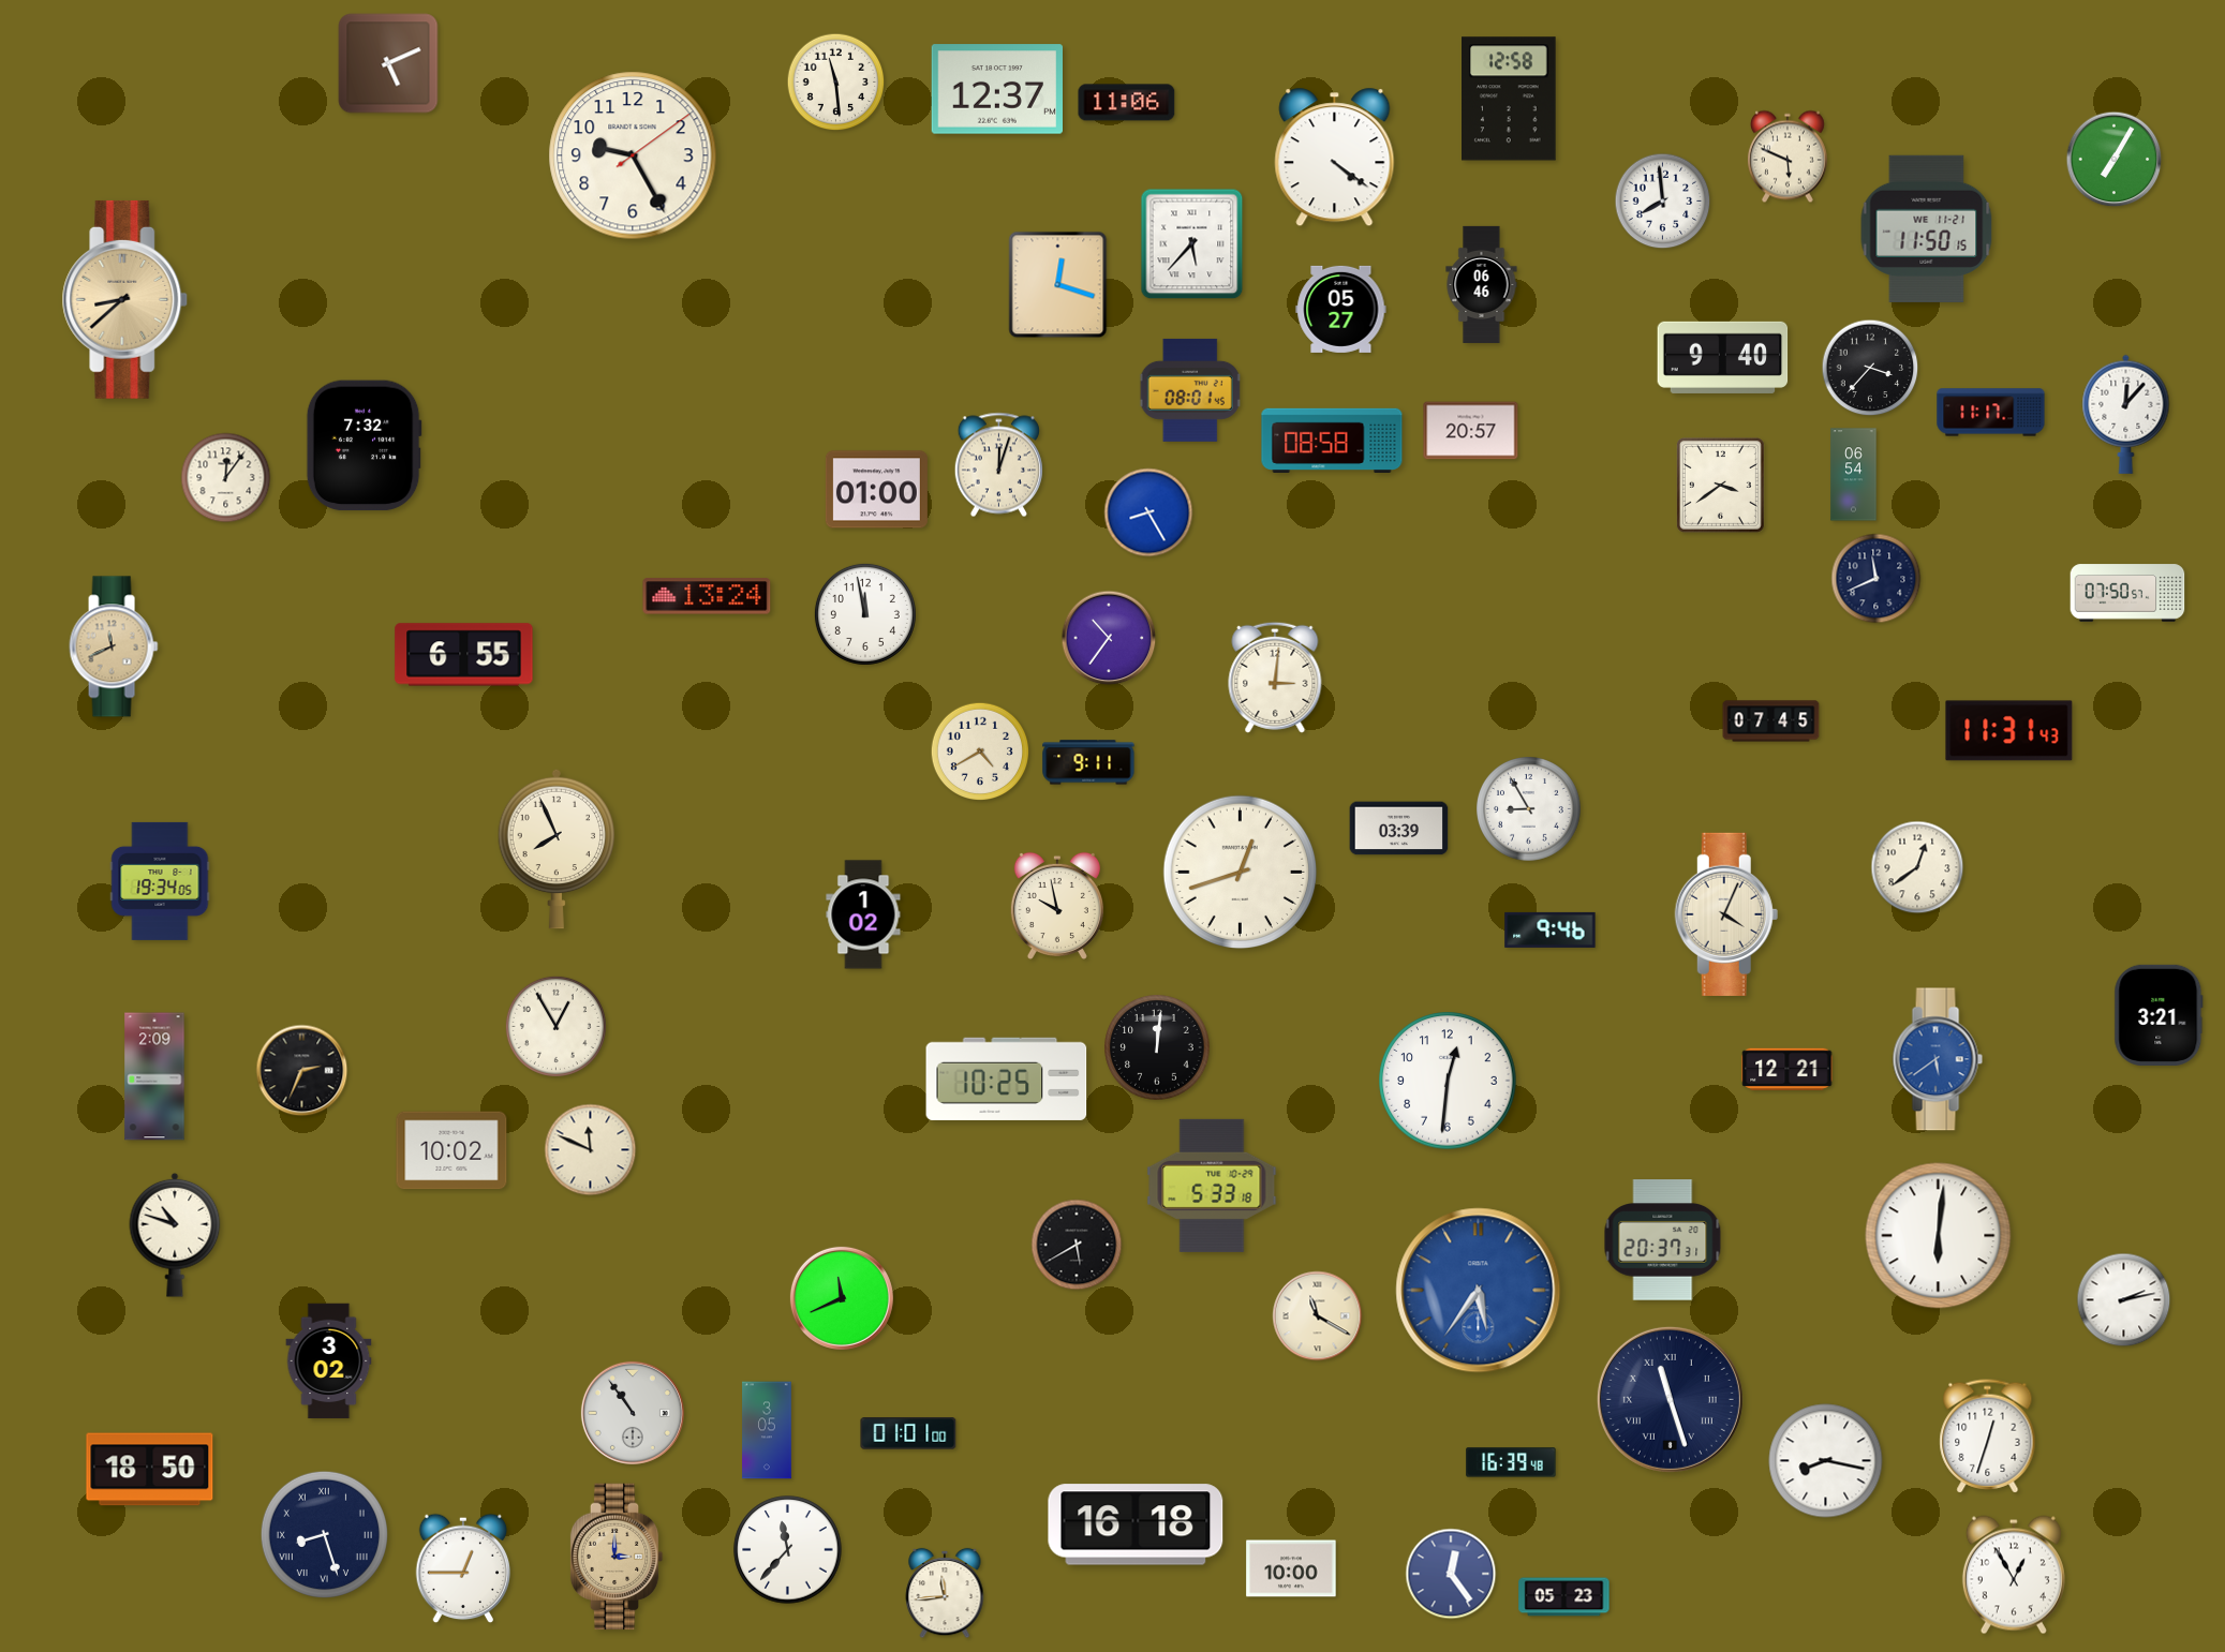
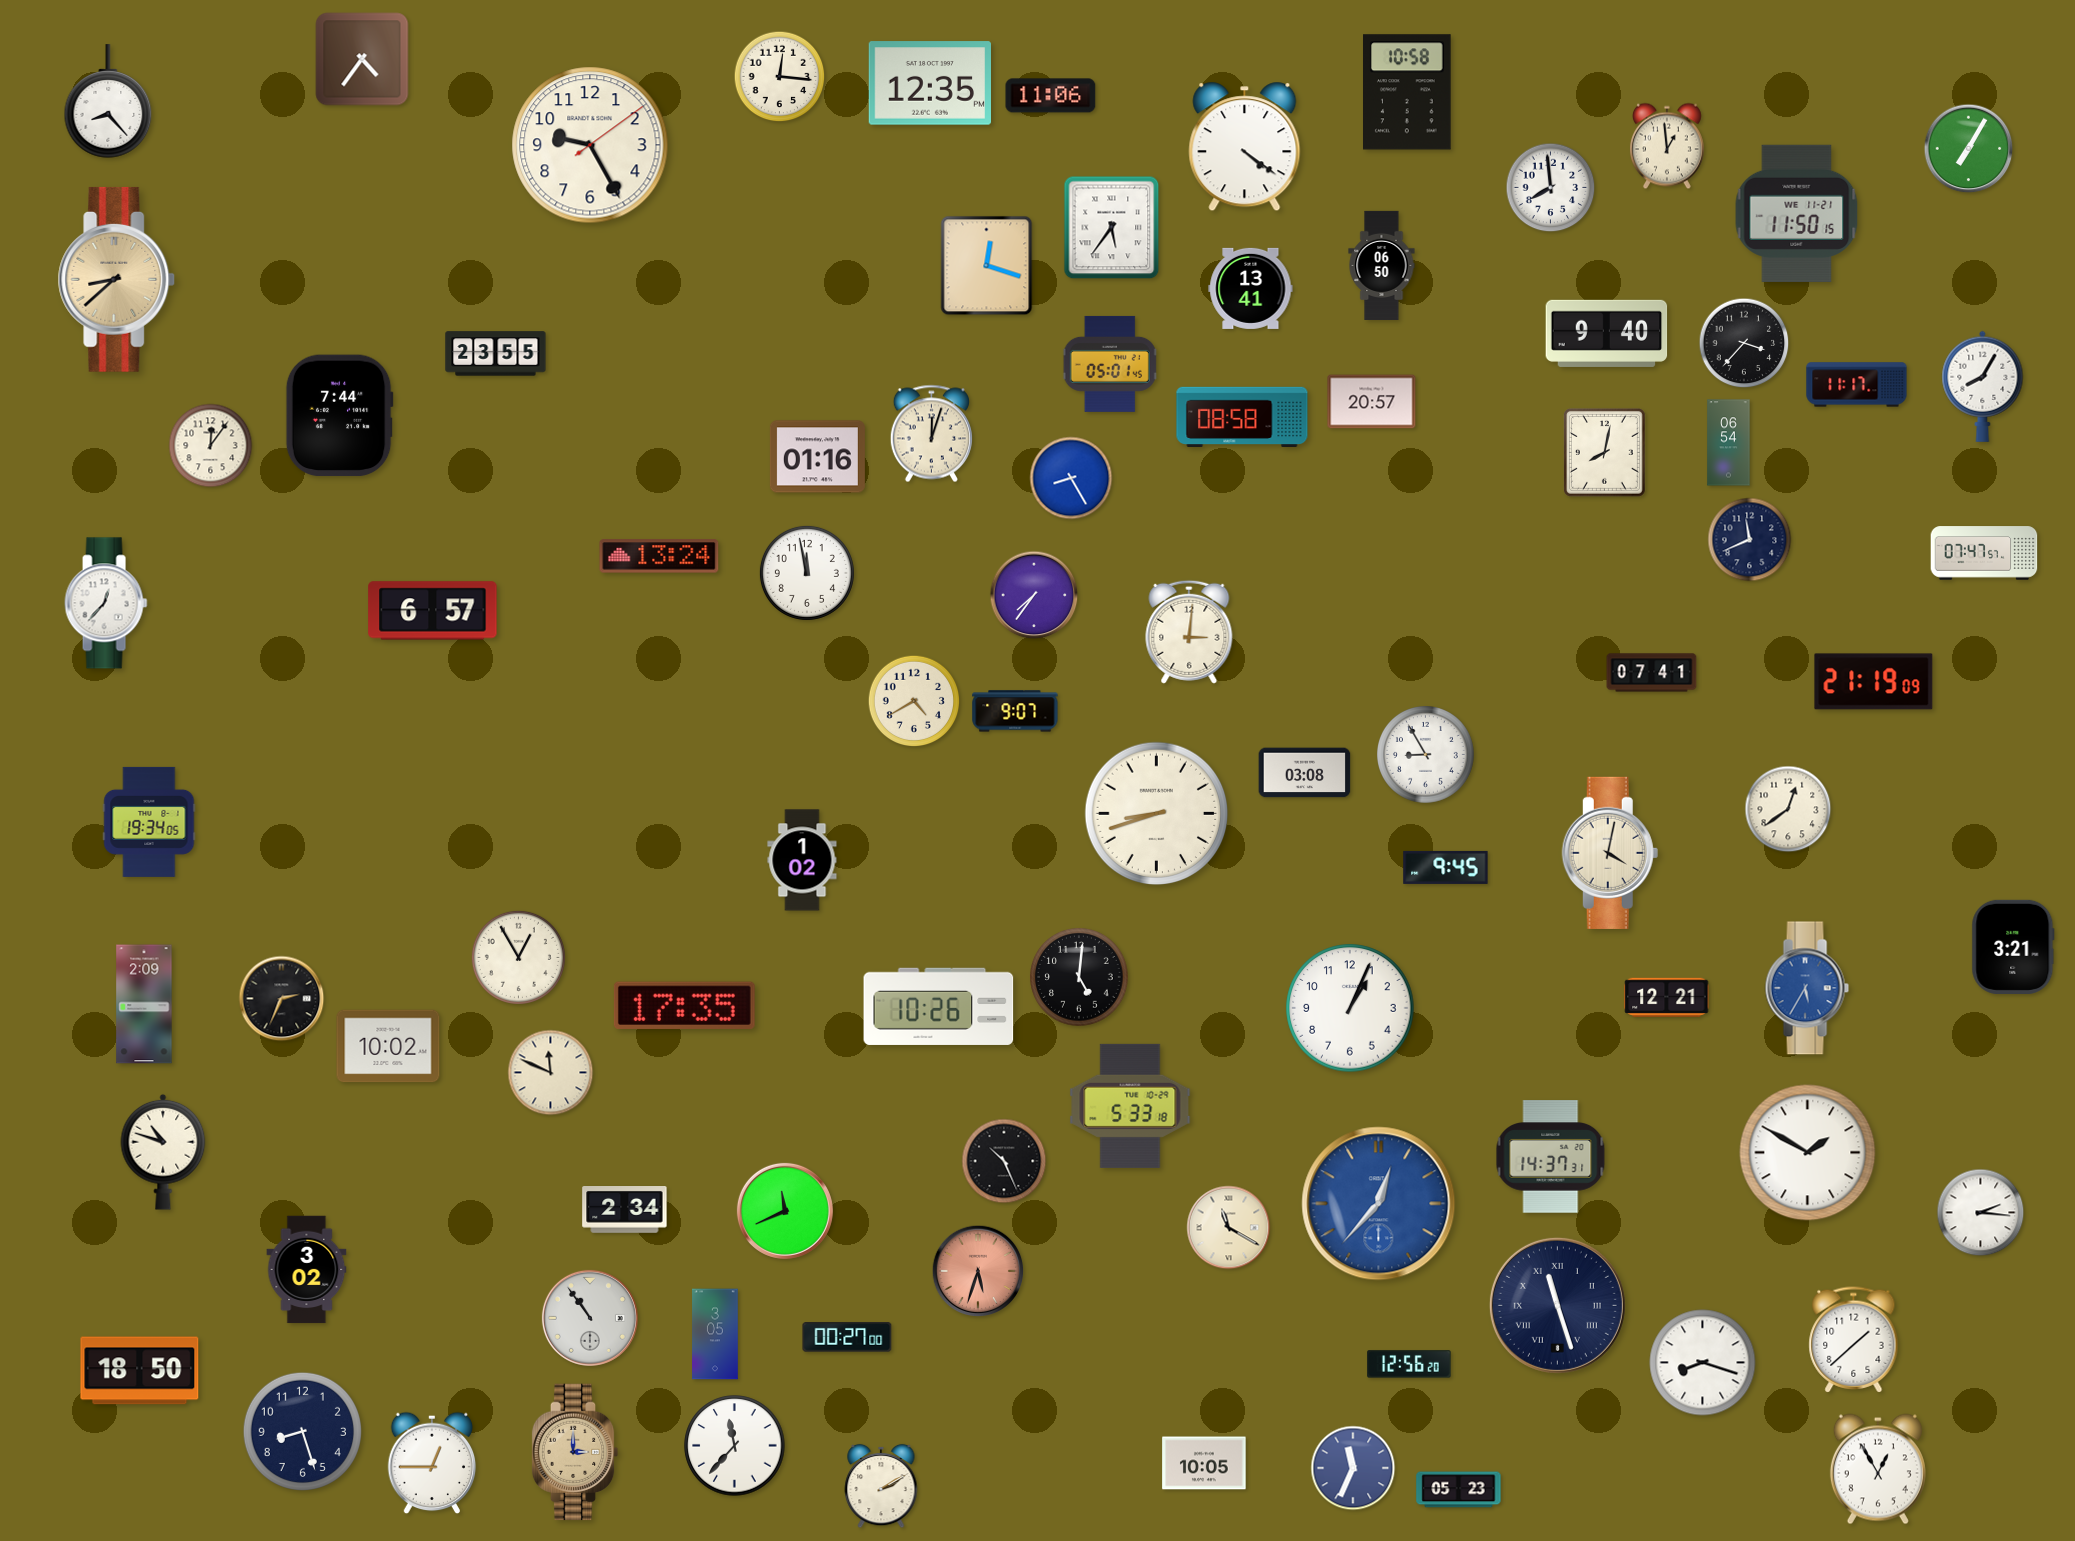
clock at (388, 63): 5:11 -> 4:36
clock at (836, 83): 11:29 -> 12:16
clock at (996, 89): 12:37 -> 12:35
clock at (1509, 99): 12:58 -> 10:58
clock at (108, 101): none -> 8:23
clock at (1788, 157): 5:49 -> 12:59
clock at (2115, 160) position: (2115, 160) -> (1969, 149)
clock at (1192, 244): 5:37 -> 5:36
clock at (1482, 284): 06:46 -> 06:50
clock at (1341, 309): 05:27 -> 13:41
clock at (496, 354): none -> 23:55
clock at (1190, 390): 08:01 -> 05:01
clock at (2126, 414): 12:07 -> 8:05
clock at (1332, 440) position: (1332, 440) -> (1242, 416)
clock at (364, 446): 7:32 -> 7:44
clock at (1720, 485): 3:39 -> 8:02
clock at (876, 490): 01:00 -> 01:16
clock at (2127, 593): 07:50 -> 07:47
clock at (1109, 638): 10:36 -> 7:36
clock at (114, 646): 11:41 -> 12:37
clock at (114, 646) dial: champagne -> white
clock at (464, 655): 6:55 -> 6:57
clock at (1771, 721): 07:45 -> 07:41
clock at (2009, 731): 11:31 -> 21:19
clock at (1088, 762): 9:11 -> 9:07
clock at (1399, 829): 03:39 -> 03:08
clock at (557, 849): 7:56 -> none
clock at (1241, 873): 12:42 -> 8:42
clock at (1057, 905): 9:58 -> none
clock at (863, 914) position: (863, 914) -> (802, 860)
clock at (1726, 914): 4:04 -> 4:02
clock at (1551, 929): 9:46 -> 9:45
clock at (1157, 1047): 12:01 -> 5:01
clock at (1938, 1059): 5:39 -> 5:35
clock at (684, 1005): none -> 17:35
clock at (1007, 1078): 10:25 -> 10:26
clock at (1448, 1081): 12:31 -> 1:04
clock at (451, 1150) position: (451, 1150) -> (388, 1046)
clock at (1939, 1236): 6:01 -> 1:50
clock at (1663, 1240): 20:37 -> 14:37
clock at (1077, 1245): 5:40 -> 10:26
clock at (1479, 1291): 5:36 -> 12:37
clock at (625, 1210): none -> 2:34
clock at (2124, 1300): 2:13 -> 2:16
clock at (978, 1271): none -> 5:33
clock at (908, 1433): 01:01 -> 00:27
clock at (1988, 1437): 12:33 -> 1:38
clock at (1826, 1461): 8:17 -> 8:18
clock at (1511, 1462): 16:39 -> 12:56
clock at (1136, 1524): 16:18 -> none
clock at (324, 1534) numerals: Roman -> Arabic
clock at (1291, 1568): 10:00 -> 10:05
clock at (1451, 1574): 12:24 -> 11:34
clock at (945, 1593): 11:44 -> 2:10
